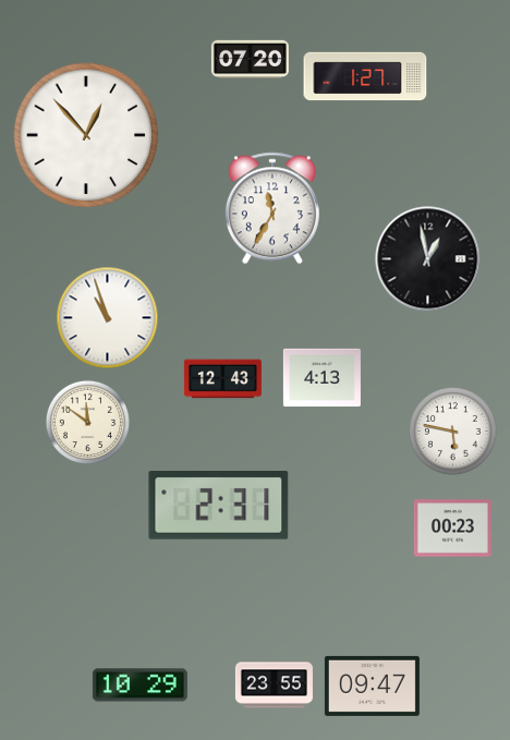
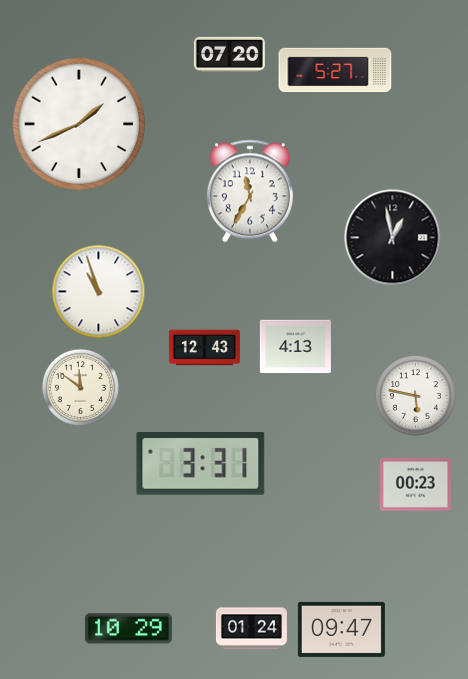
clock at (365, 76): 1:27 -> 5:27
clock at (86, 135): 12:53 -> 1:41
clock at (219, 506): 2:31 -> 3:31
clock at (274, 686): 23:55 -> 01:24
